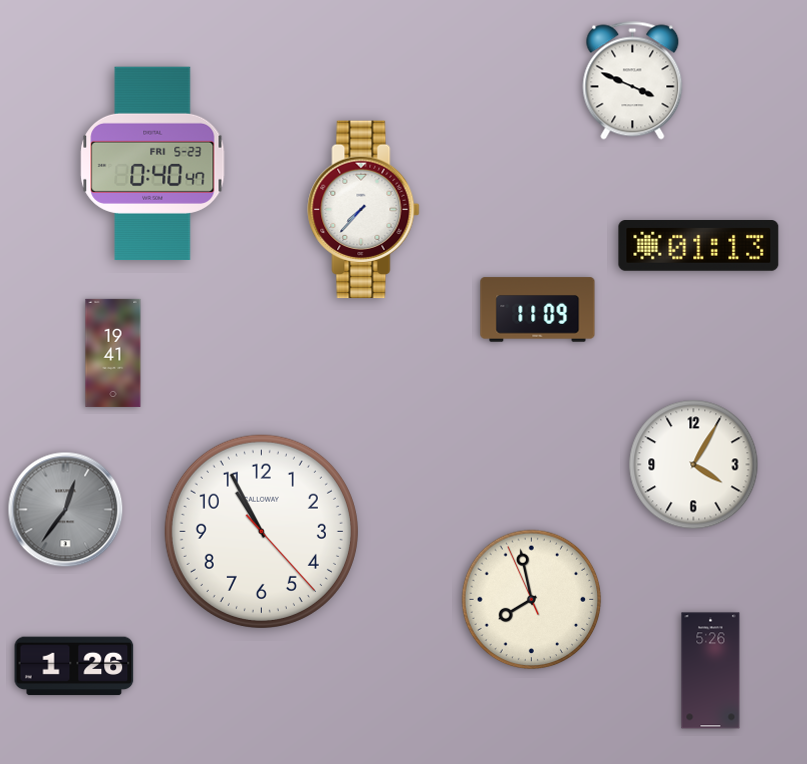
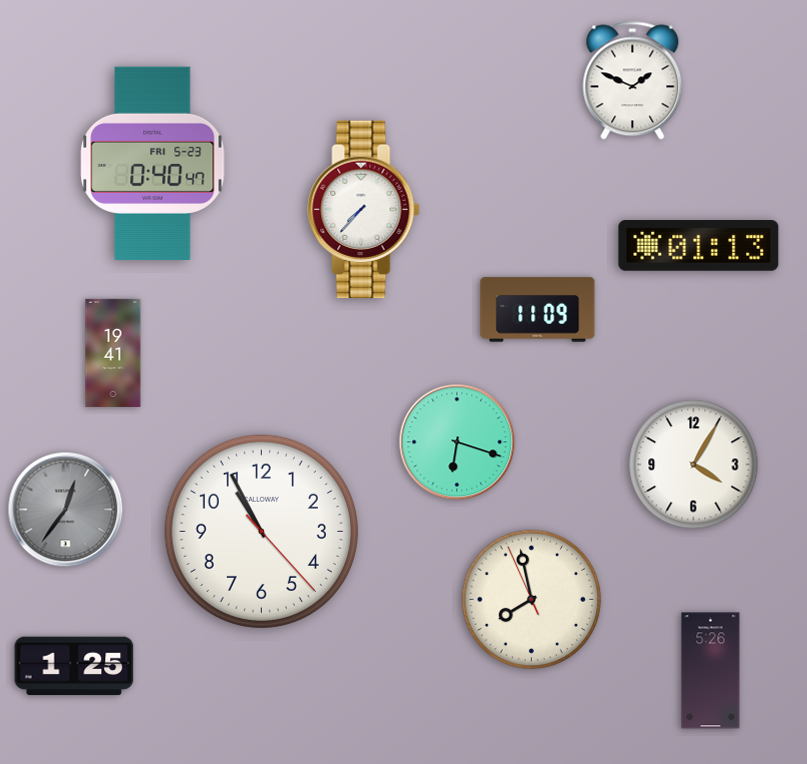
clock at (633, 81): 3:49 -> 1:49
clock at (457, 442): none -> 6:18
clock at (74, 666): 1:26 -> 1:25
